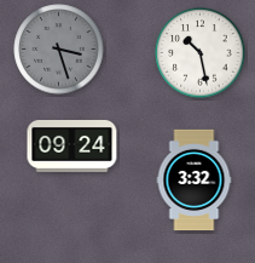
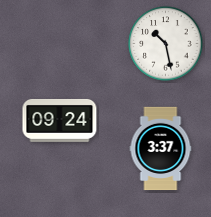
clock at (59, 50): 3:27 -> none
clock at (195, 181): 3:32 -> 3:37
